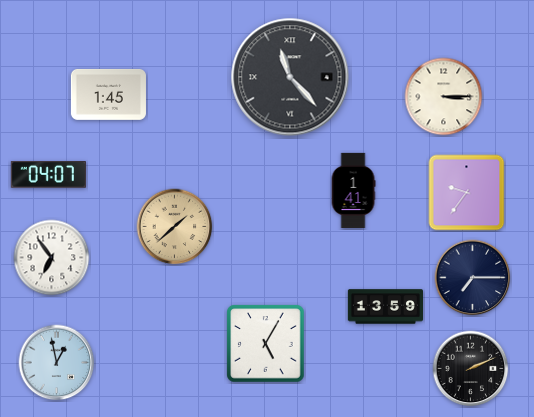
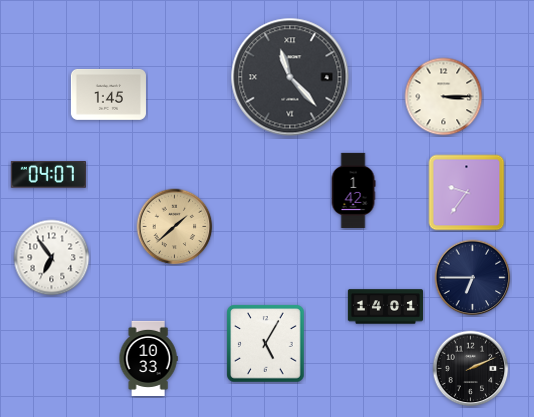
clock at (353, 190): 1:41 -> 1:42
clock at (473, 278): 7:15 -> 6:45
clock at (385, 307): 13:59 -> 14:01
clock at (148, 358): none -> 10:33
clock at (57, 363): 12:58 -> none
